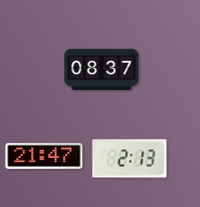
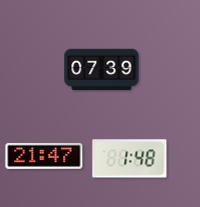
clock at (102, 70): 08:37 -> 07:39
clock at (130, 159): 2:13 -> 1:48
